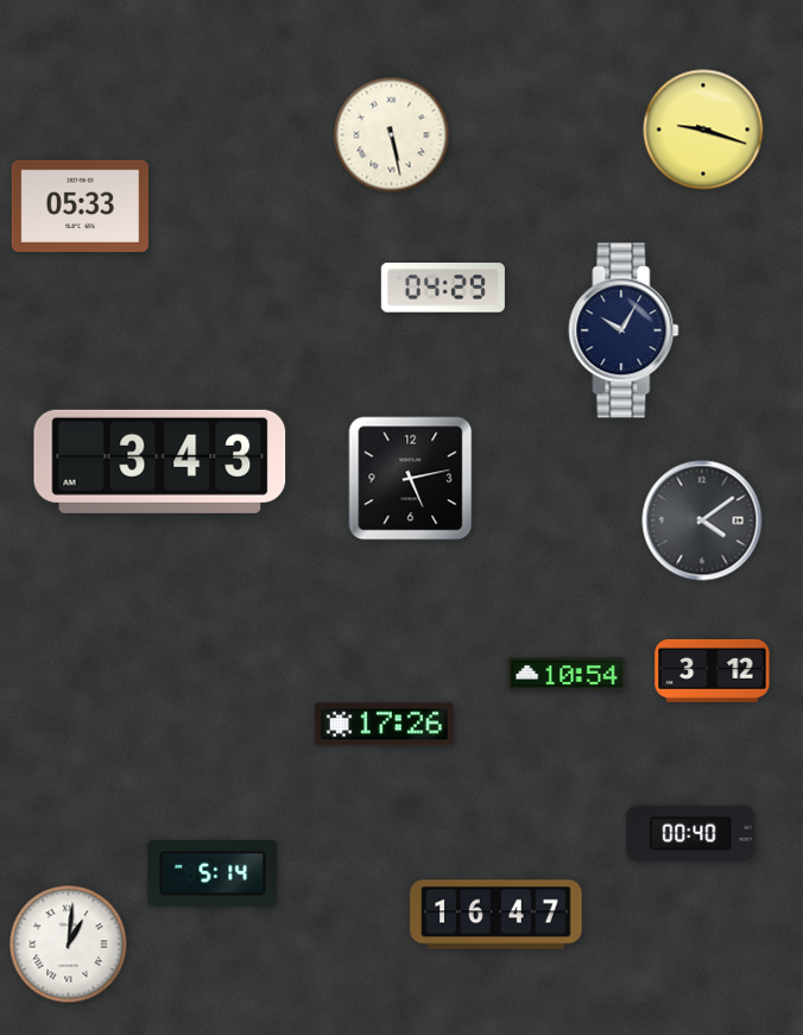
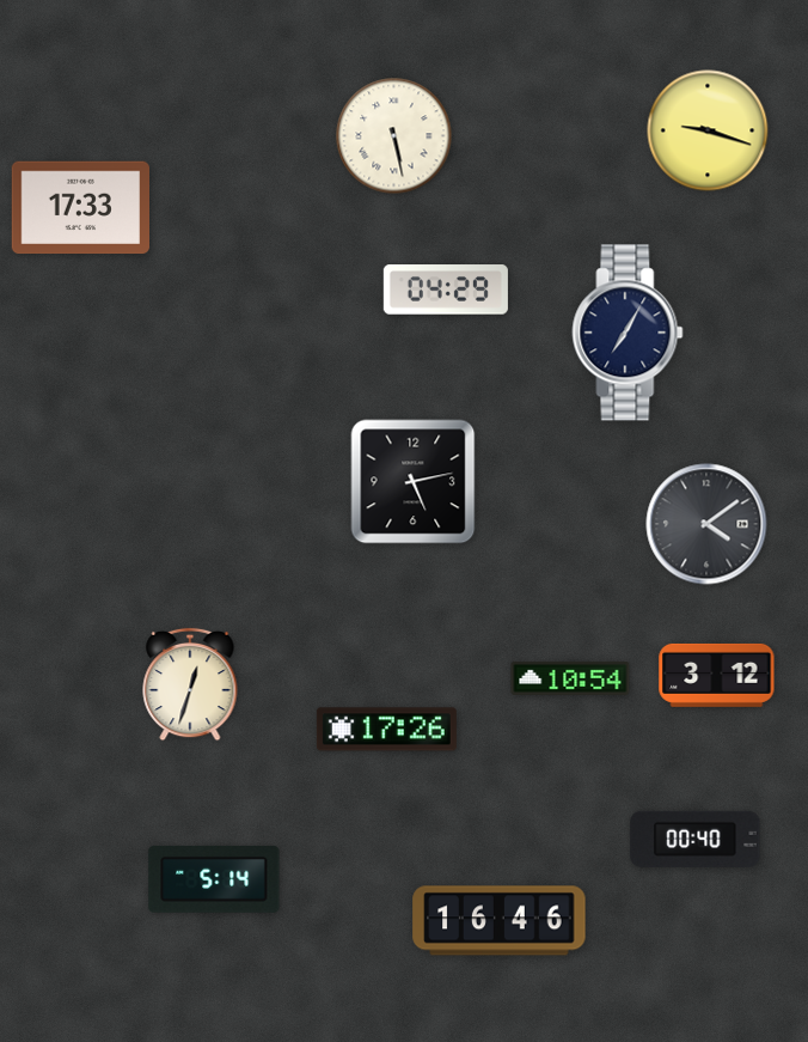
clock at (81, 207): 05:33 -> 17:33
clock at (624, 330): 10:05 -> 7:05
clock at (160, 461): 3:43 -> none
clock at (190, 684): none -> 12:33
clock at (497, 915): 16:47 -> 16:46
clock at (69, 945): 1:01 -> none
